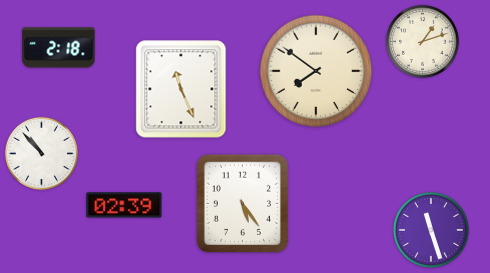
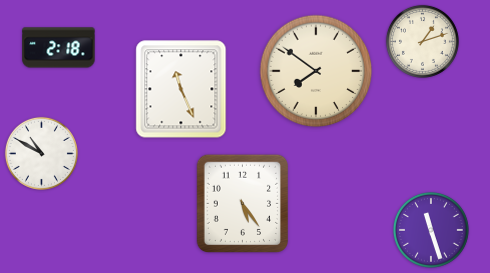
clock at (41, 153): 10:53 -> 10:50
clock at (124, 205): 02:39 -> none
